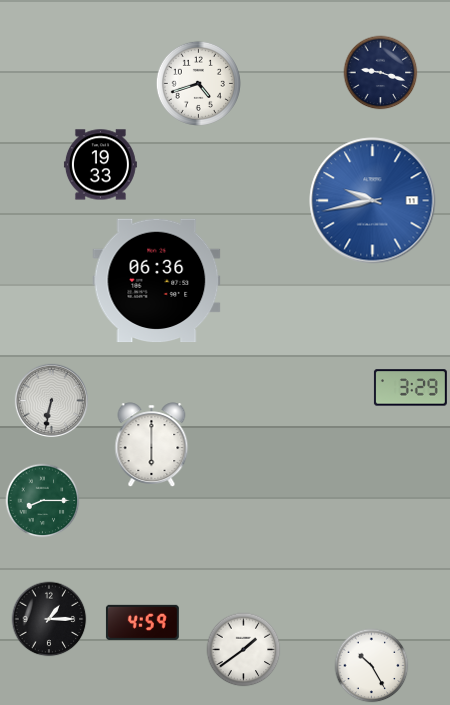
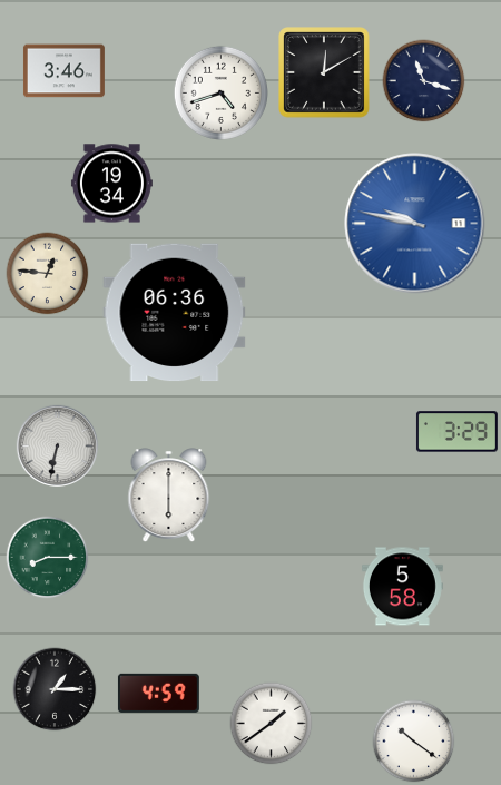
clock at (63, 71): none -> 3:46
clock at (324, 72): none -> 12:10
clock at (381, 73): 9:18 -> 11:18
clock at (100, 165): 19:33 -> 19:34
clock at (373, 201): 9:43 -> 9:47
clock at (48, 274): none -> 12:46
clock at (402, 587): none -> 5:58
clock at (372, 666): 10:25 -> 10:21
